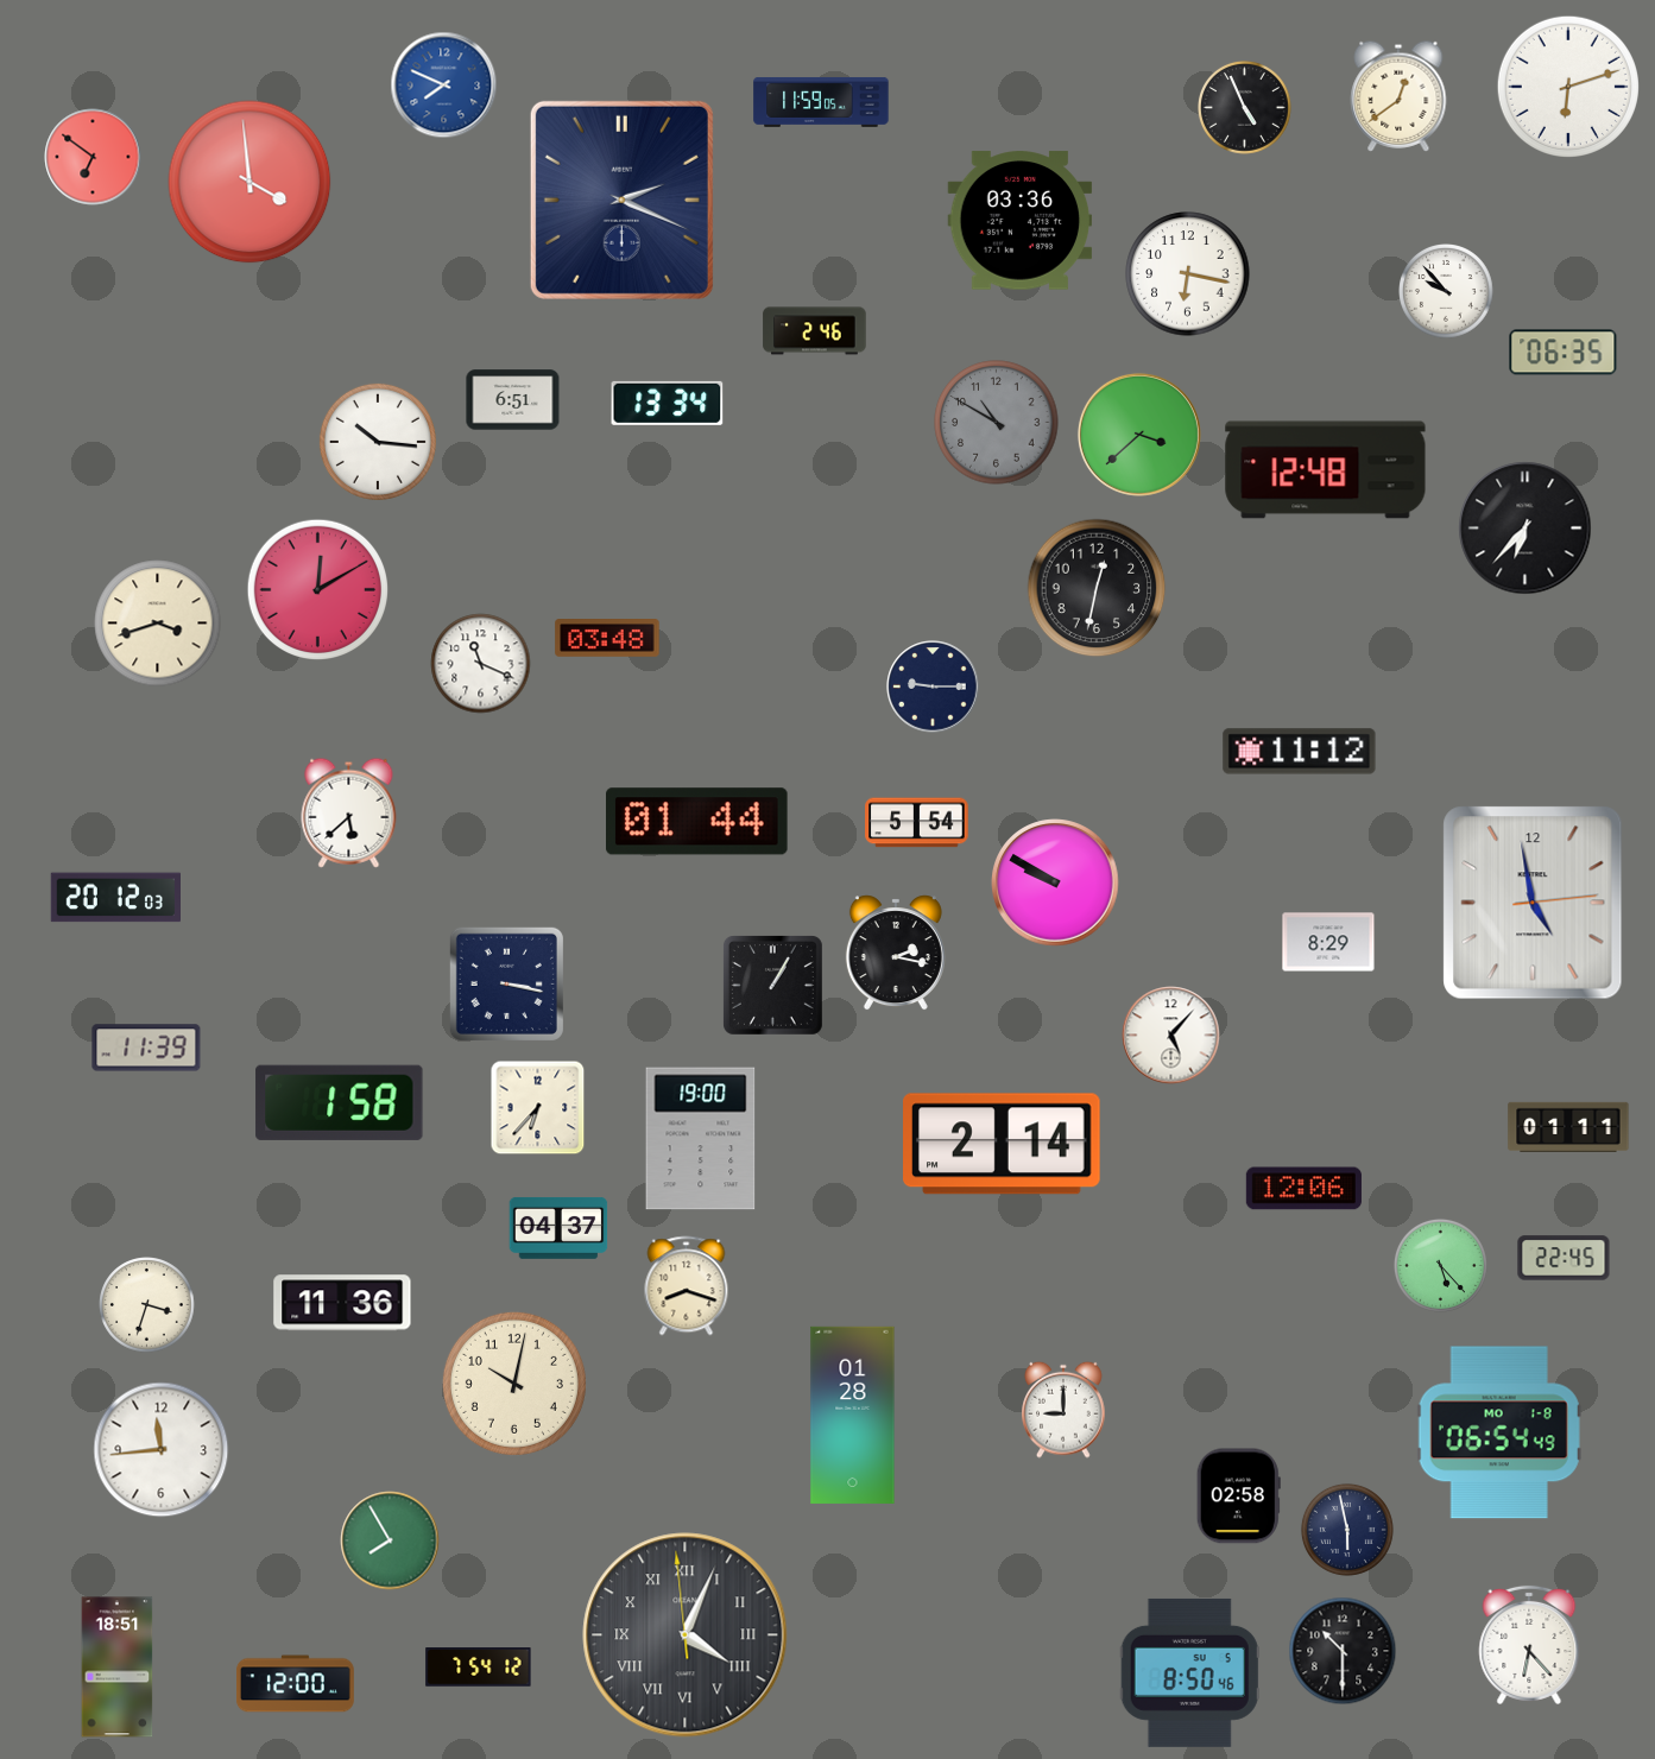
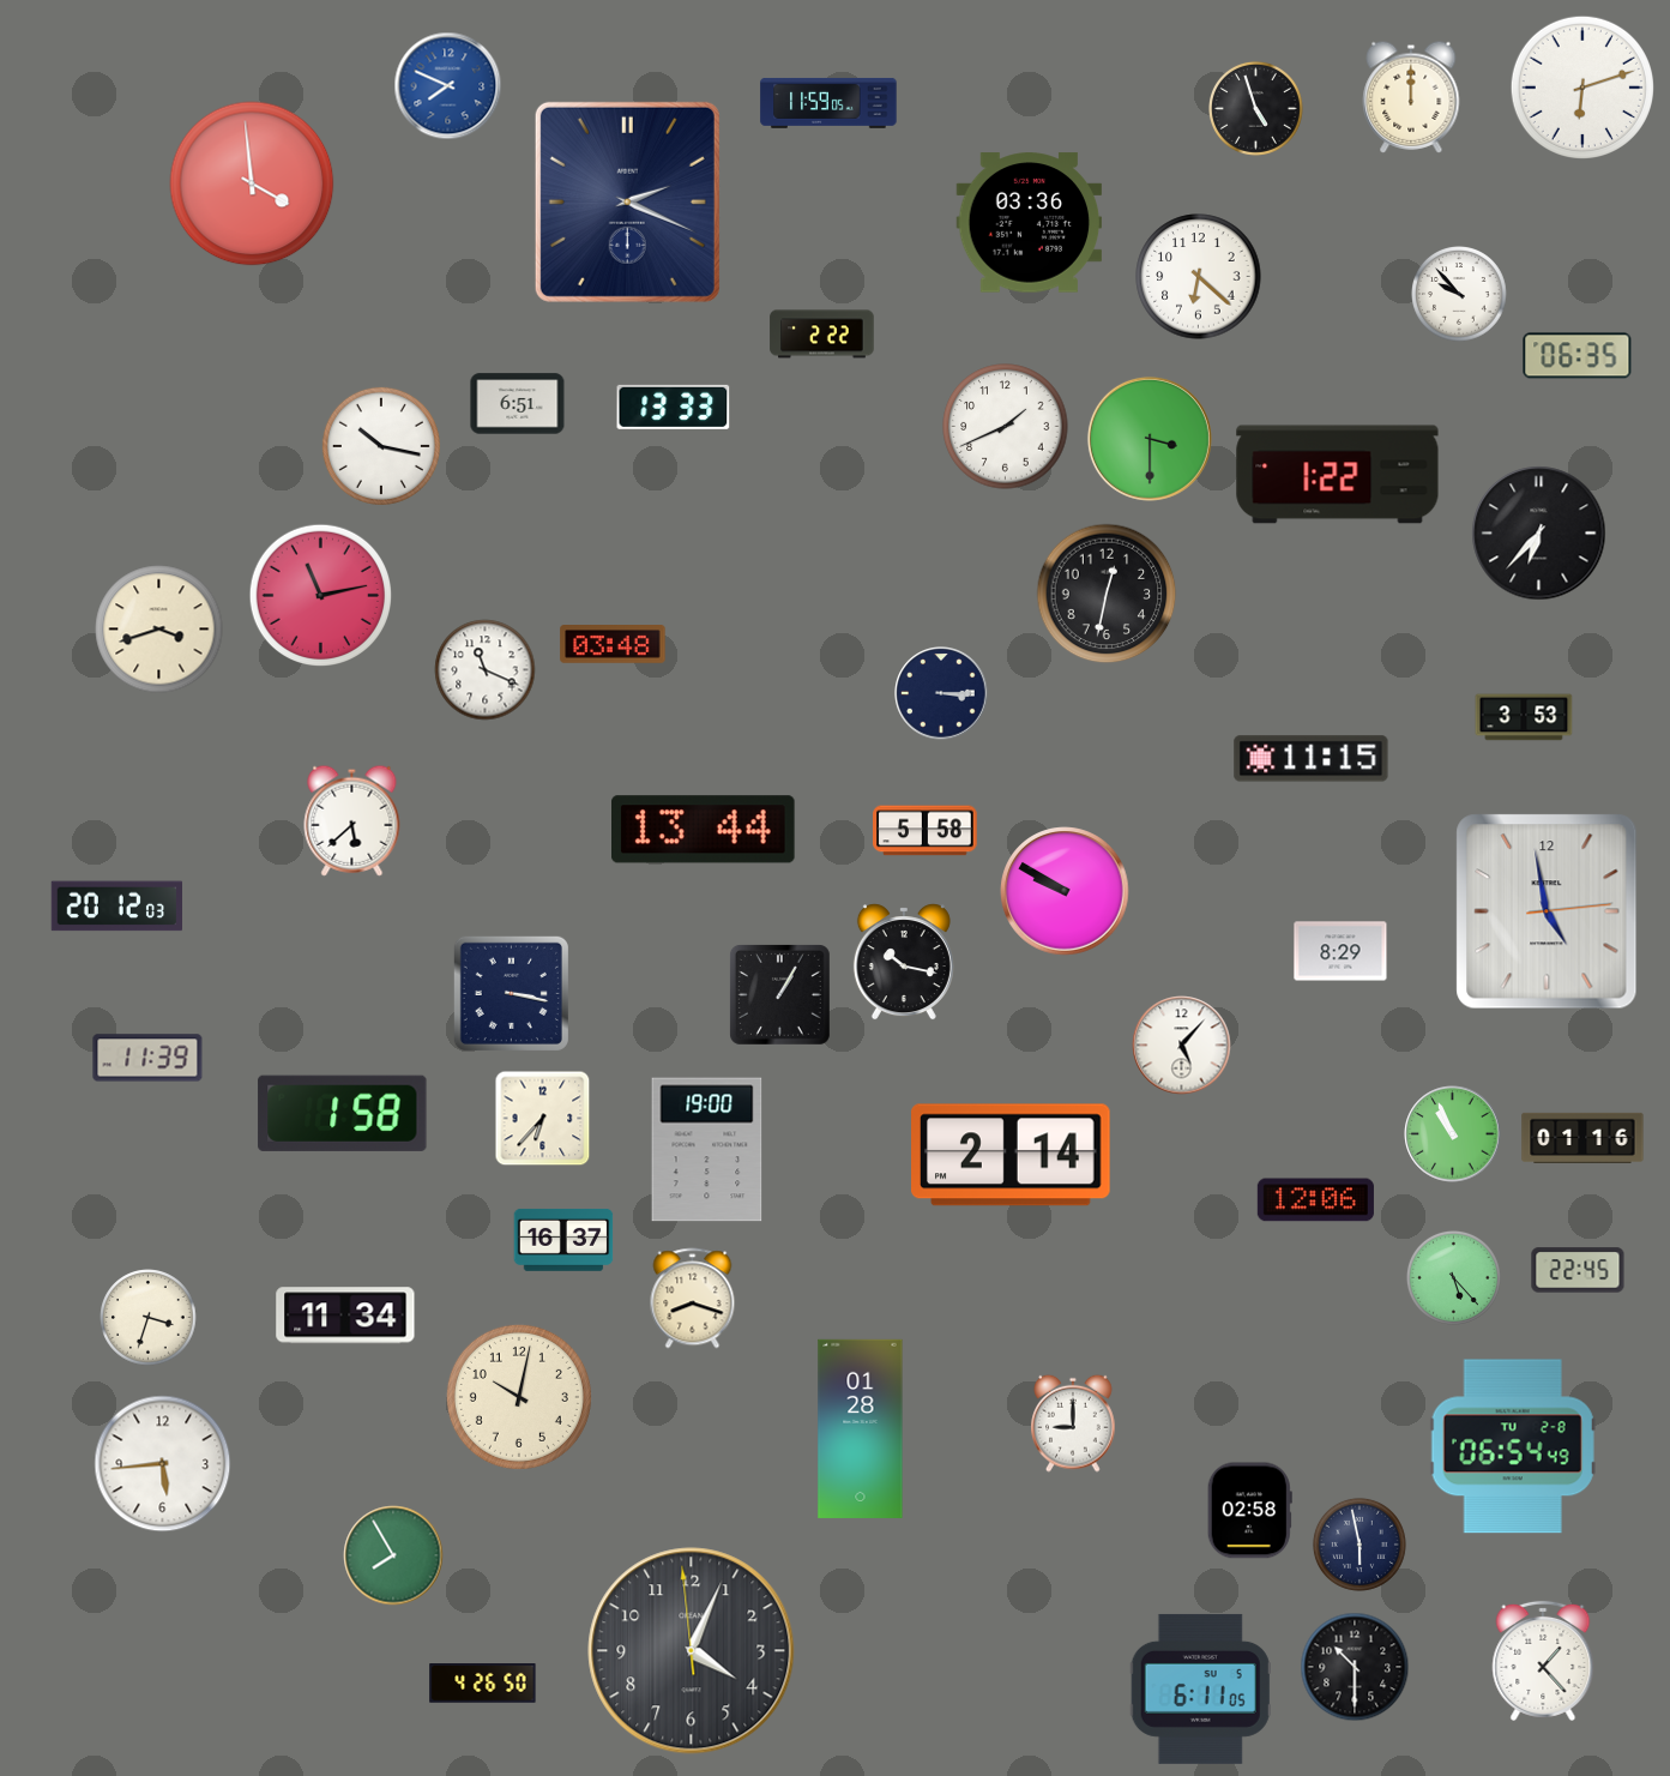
clock at (1398, 96): 12:39 -> 12:00
clock at (1244, 107): 4:56 -> 4:57
clock at (93, 157): 6:51 -> none
clock at (1188, 274): 6:17 -> 6:22
clock at (815, 331): 2:46 -> 2:22
clock at (668, 403): 13:34 -> 13:33
clock at (997, 423): 10:50 -> 1:41
clock at (997, 423) dial: grey -> white
clock at (1139, 435): 3:38 -> 3:30
clock at (378, 442): 10:16 -> 10:17
clock at (1326, 470): 12:48 -> 1:22
clock at (317, 589): 12:10 -> 11:13
clock at (933, 686): 9:15 -> 3:15
clock at (1524, 717): none -> 3:53
clock at (1300, 752): 11:12 -> 11:15
clock at (697, 822): 01:44 -> 13:44
clock at (917, 823): 5:54 -> 5:58
clock at (896, 953): 2:17 -> 10:17
clock at (1453, 1134): none -> 10:56
clock at (1568, 1127): 01:11 -> 01:16
clock at (558, 1228): 04:37 -> 16:37
clock at (342, 1303): 11:36 -> 11:34
clock at (1499, 1432) date: MO 1-8 -> TU 2-8
clock at (162, 1450): 11:44 -> 5:44
clock at (686, 1635) numerals: Roman -> Arabic
clock at (1529, 1645): 6:23 -> 1:23
clock at (118, 1668): 18:51 -> none
clock at (479, 1668): 7:54 -> 4:26
clock at (1189, 1672): 8:50 -> 6:11
clock at (295, 1684): 12:00 -> none
